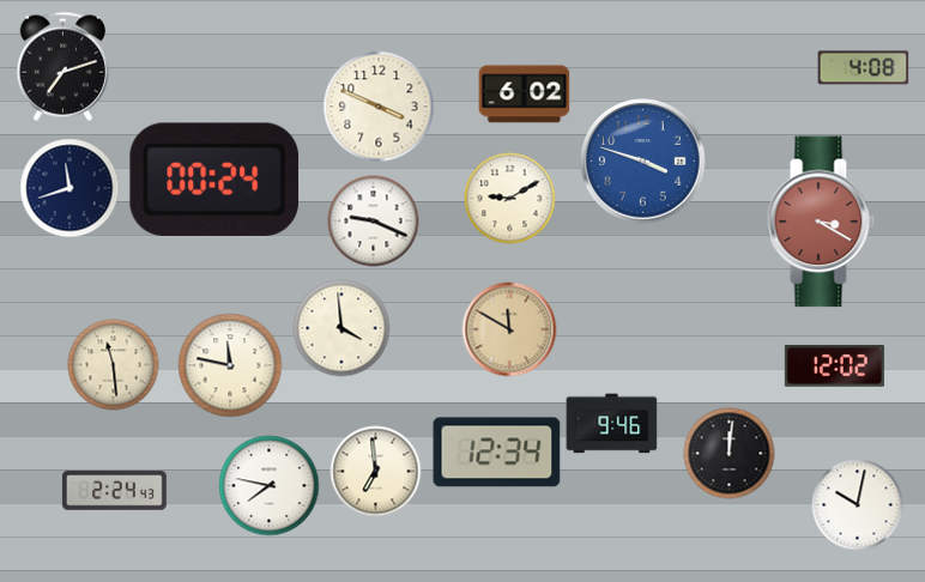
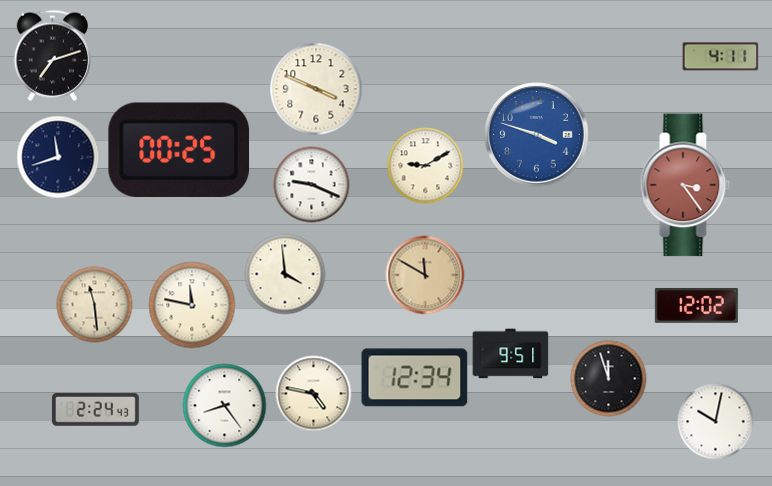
clock at (864, 68): 4:08 -> 4:11
clock at (525, 95): 6:02 -> none
clock at (214, 180): 00:24 -> 00:25
clock at (821, 222): 3:20 -> 3:24
clock at (612, 424): 9:46 -> 9:51
clock at (730, 454): 12:01 -> 11:57
clock at (376, 472): 6:59 -> 4:47
clock at (270, 486): 7:47 -> 8:24
